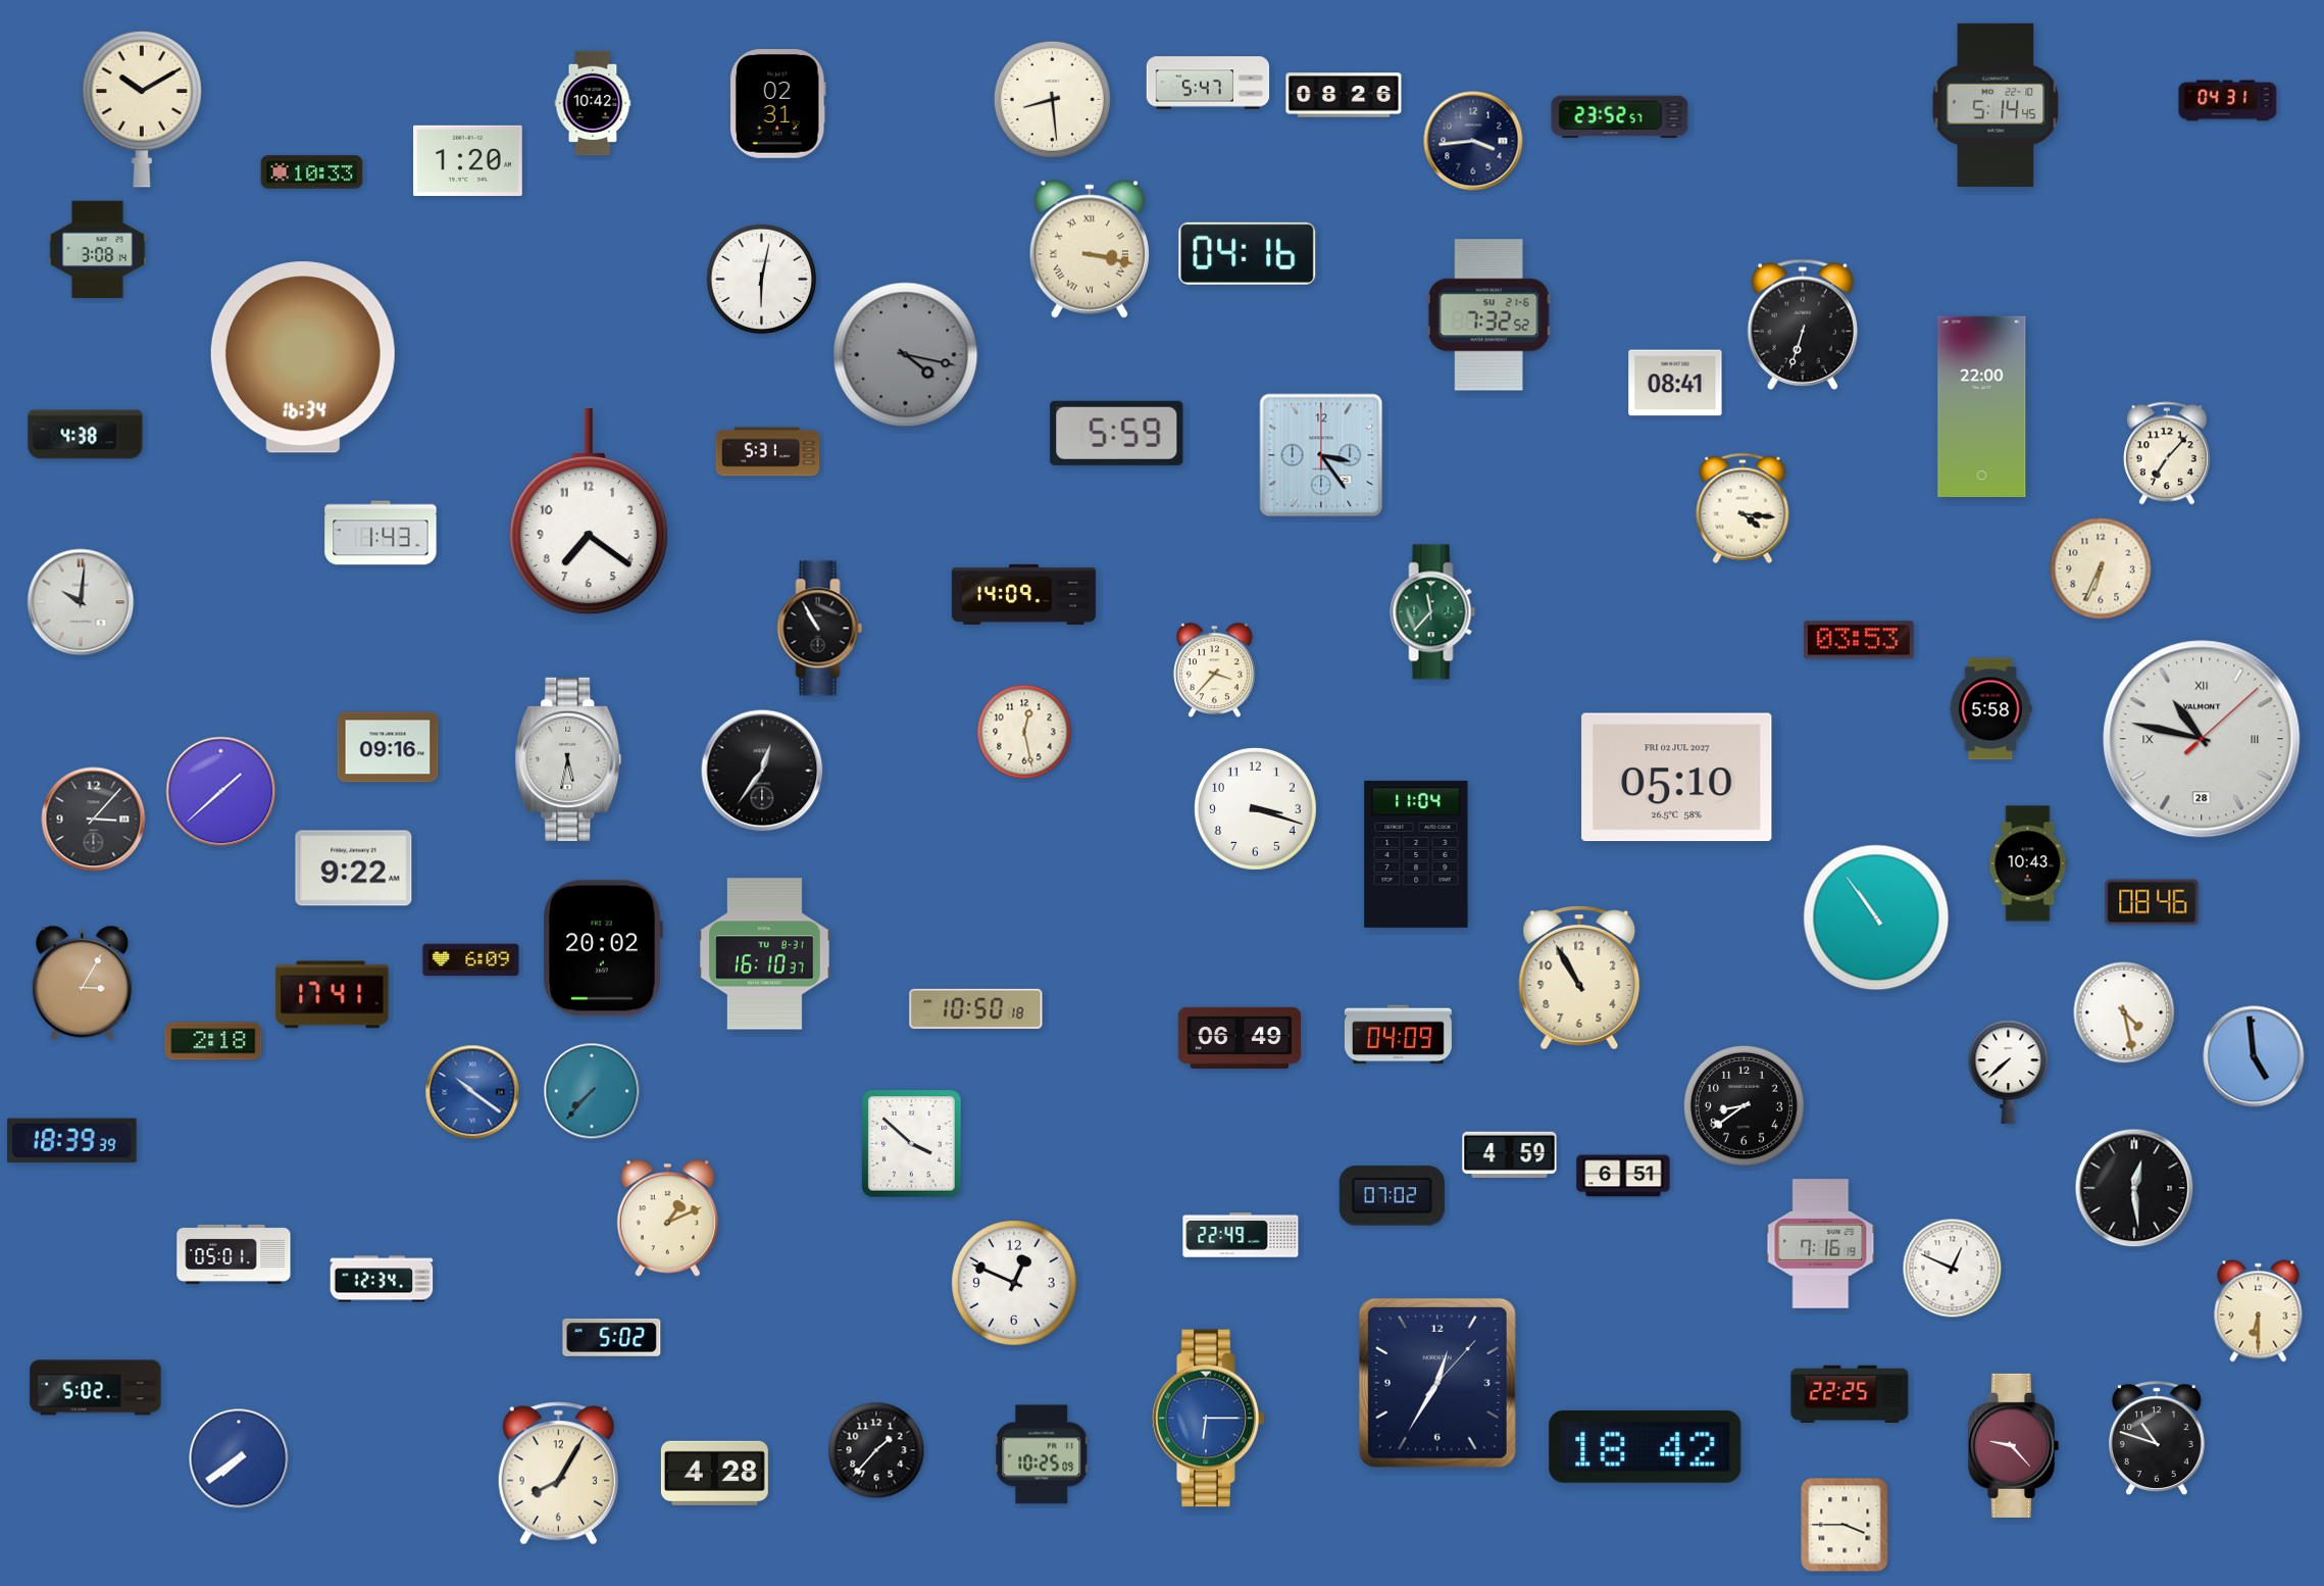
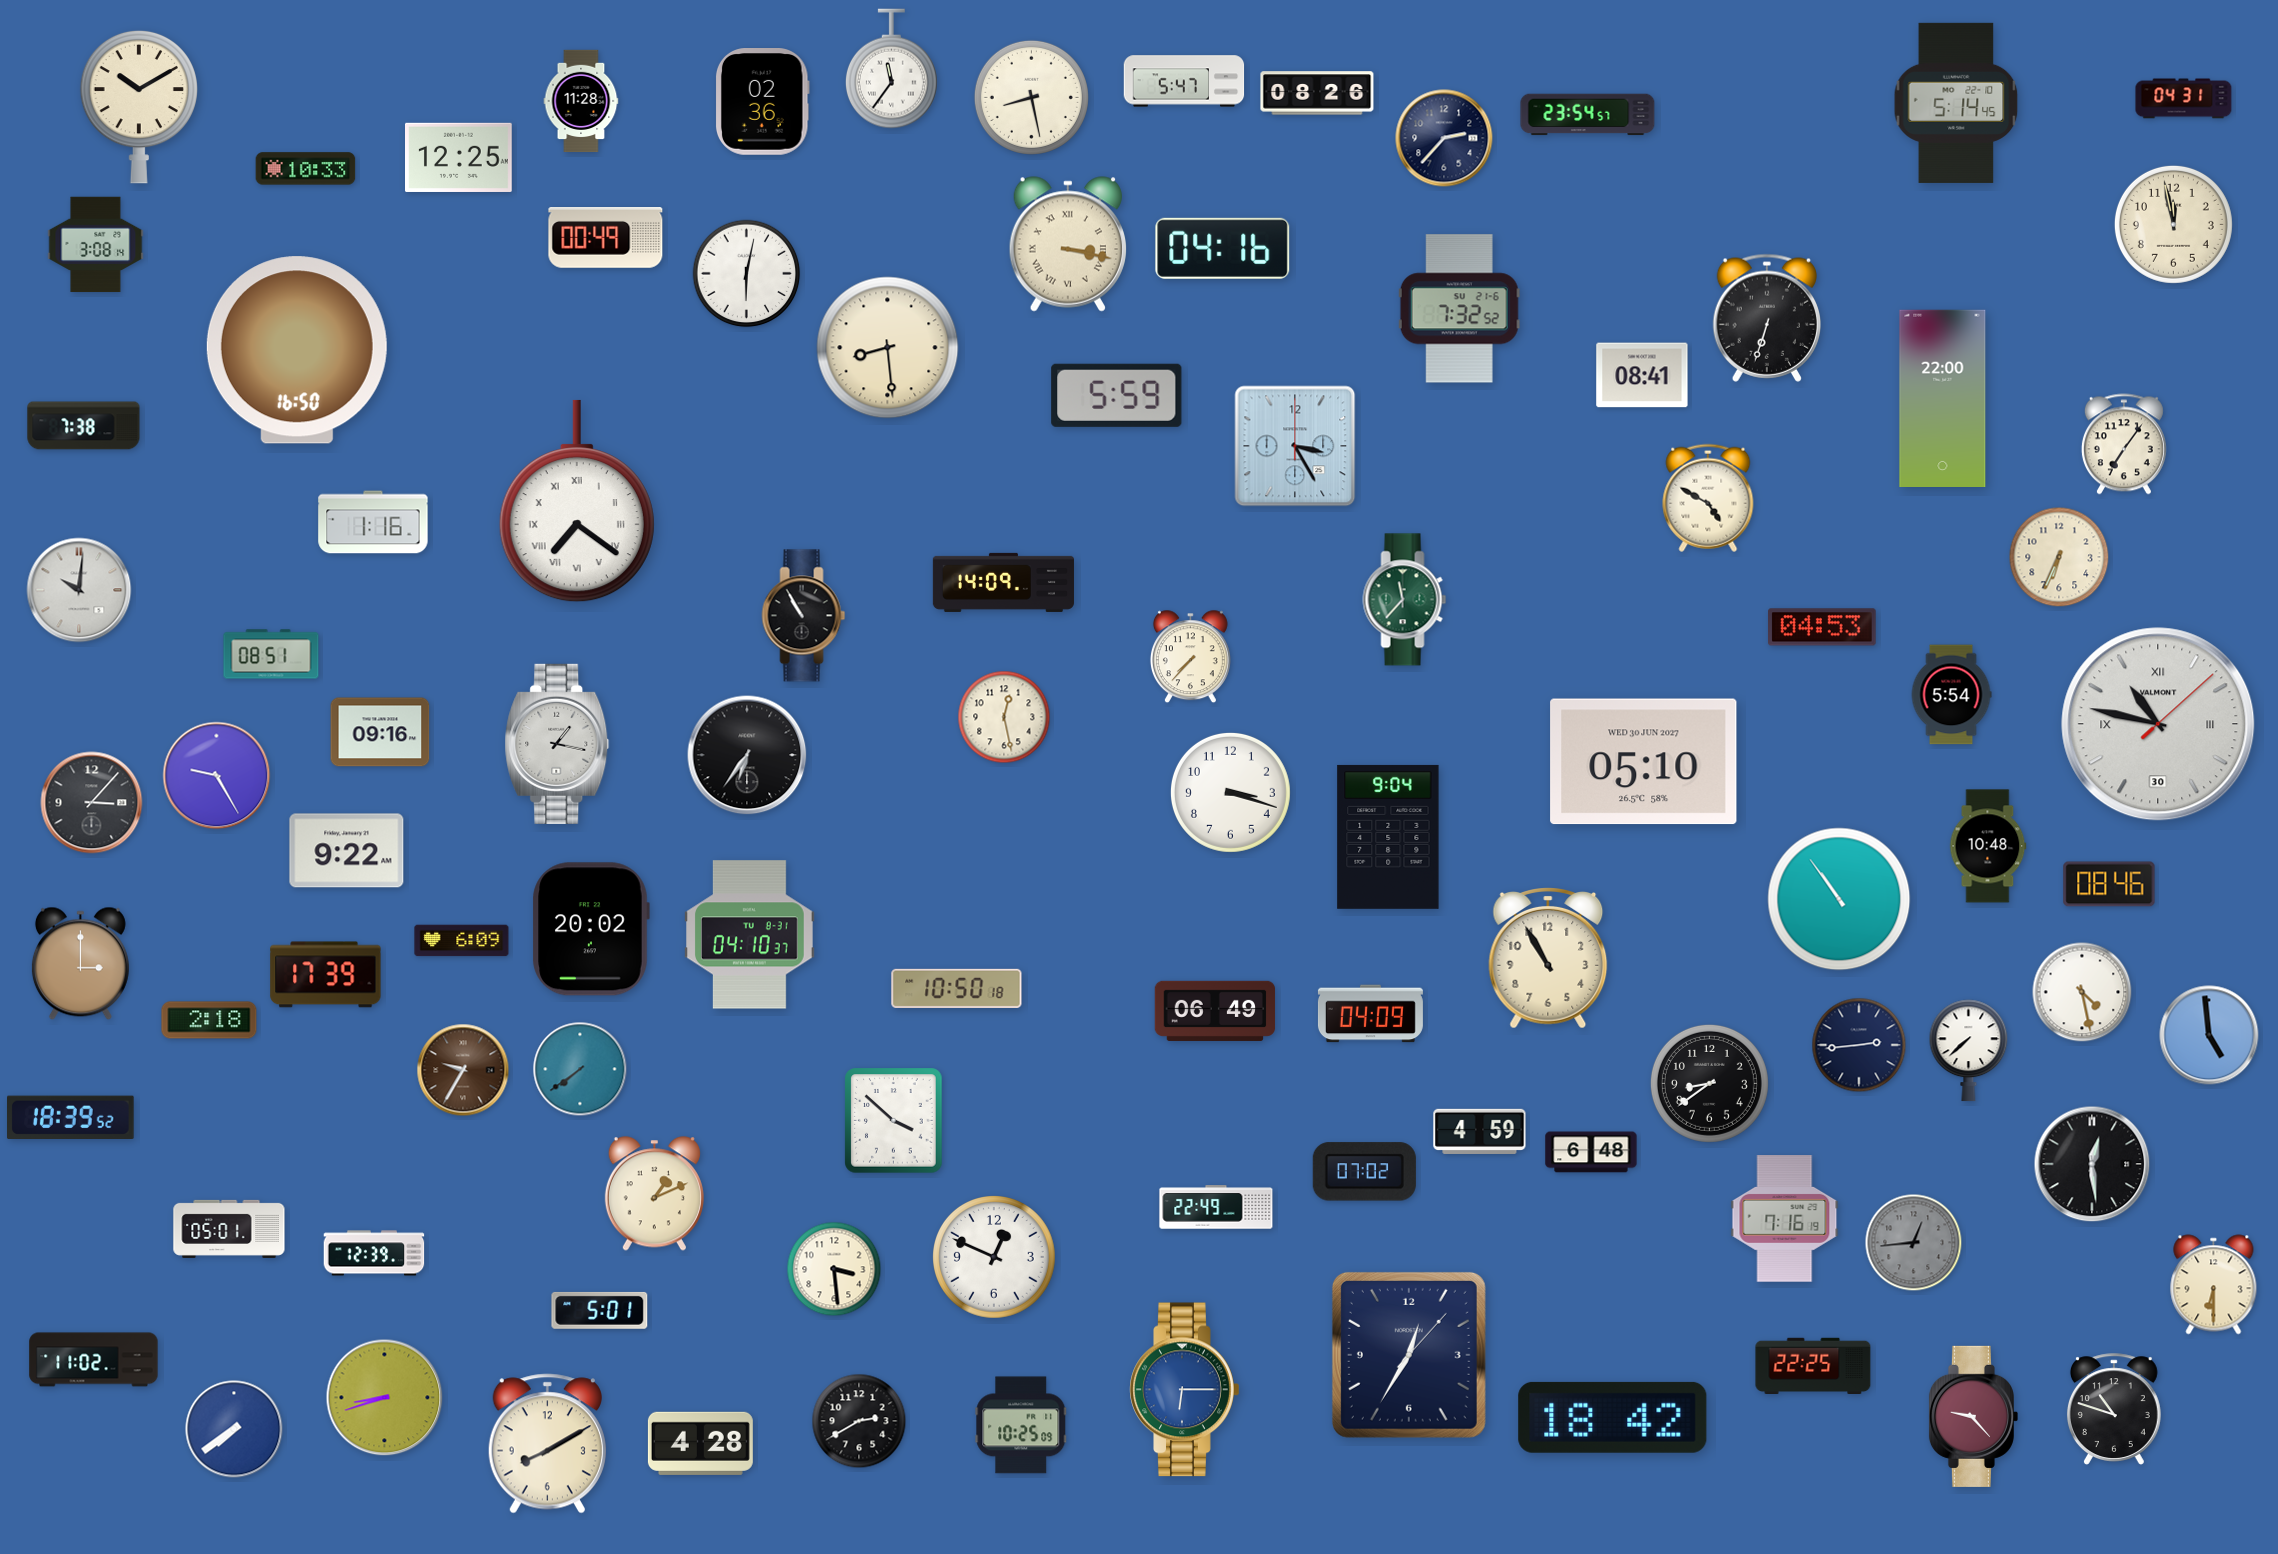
clock at (891, 69): none -> 11:36
clock at (1052, 99): 8:29 -> 8:28
clock at (593, 103): 10:42 -> 11:28
clock at (777, 104): 02:31 -> 02:36
clock at (1620, 117): 23:52 -> 23:54
clock at (1473, 141): 3:44 -> 2:37
clock at (468, 160): 1:20 -> 12:25
clock at (2173, 224): none -> 11:58
clock at (606, 238): none -> 00:49
clock at (906, 355): 4:17 -> 8:29
clock at (906, 355) dial: grey -> cream
clock at (303, 357): 16:34 -> 16:50
clock at (1117, 433) position: (1117, 433) -> (1117, 395)
clock at (86, 435): 4:38 -> 7:38
clock at (768, 452): 5:31 -> none
clock at (2167, 453): 7:07 -> 7:06
clock at (1321, 455): 3:24 -> 3:25
clock at (1742, 508): 4:16 -> 4:50
clock at (589, 511) numerals: Arabic -> Roman
clock at (381, 533): 1:43 -> 1:16
clock at (1859, 640): 03:53 -> 04:53
clock at (271, 654): none -> 08:51
clock at (1214, 671): 3:37 -> 7:37
clock at (1990, 709): 5:58 -> 5:54
clock at (2202, 739) date: 28 -> 30
clock at (568, 759): 5:32 -> 1:17
clock at (762, 771): 12:36 -> 6:36
clock at (1677, 778) date: FRI 02 JUL 2027 -> WED 30 JUN 2027
clock at (221, 792): 1:38 -> 9:25
clock at (1416, 854): 11:04 -> 9:04
clock at (2028, 863): 10:43 -> 10:48
clock at (765, 954): 16:10 -> 04:10
clock at (82, 984): 3:05 -> 3:00
clock at (333, 995): 17:41 -> 17:39
clock at (1240, 1038) position: (1240, 1038) -> (1215, 1011)
clock at (1859, 1045): none -> 2:44
clock at (592, 1091): 7:37 -> 7:39
clock at (472, 1092): 10:21 -> 9:35
clock at (472, 1092) dial: blue -> brown
clock at (72, 1141): 18:39:39 -> 18:39:52
clock at (1623, 1176): 6:51 -> 6:48
clock at (1241, 1235) position: (1241, 1235) -> (1216, 1207)
clock at (1953, 1269): 12:49 -> 12:44
clock at (1953, 1269) dial: white -> grey
clock at (382, 1279): 12:34 -> 12:39
clock at (834, 1269): none -> 3:29
clock at (612, 1337): 5:02 -> 5:01
clock at (96, 1388): 5:02 -> 11:02
clock at (385, 1398): none -> 8:42
clock at (876, 1450): 1:37 -> 2:40
clock at (558, 1474): 8:05 -> 8:10
clock at (1845, 1525): 3:45 -> none
